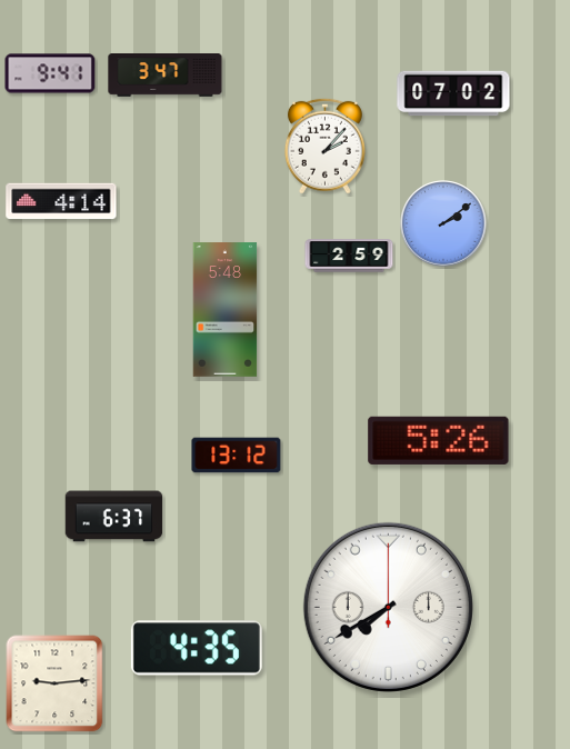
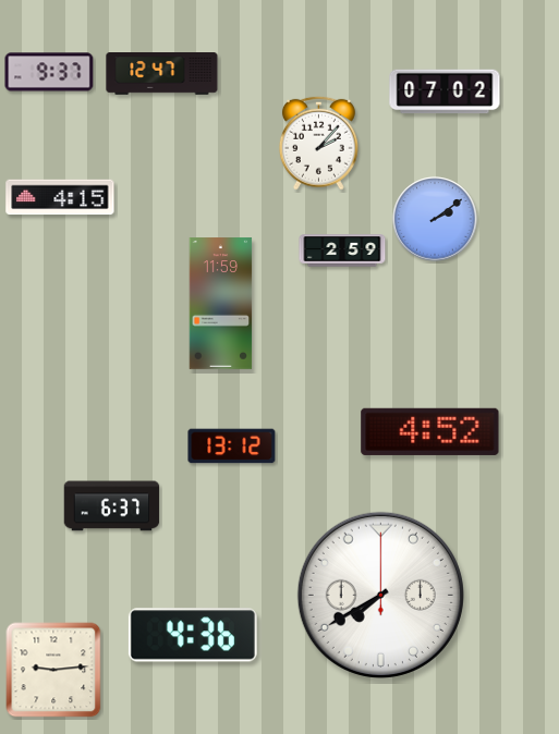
clock at (50, 73): 9:41 -> 9:37
clock at (166, 76): 3:47 -> 12:47
clock at (61, 201): 4:14 -> 4:15
clock at (226, 310): 5:48 -> 11:59
clock at (439, 440): 5:26 -> 4:52
clock at (197, 648): 4:35 -> 4:36
